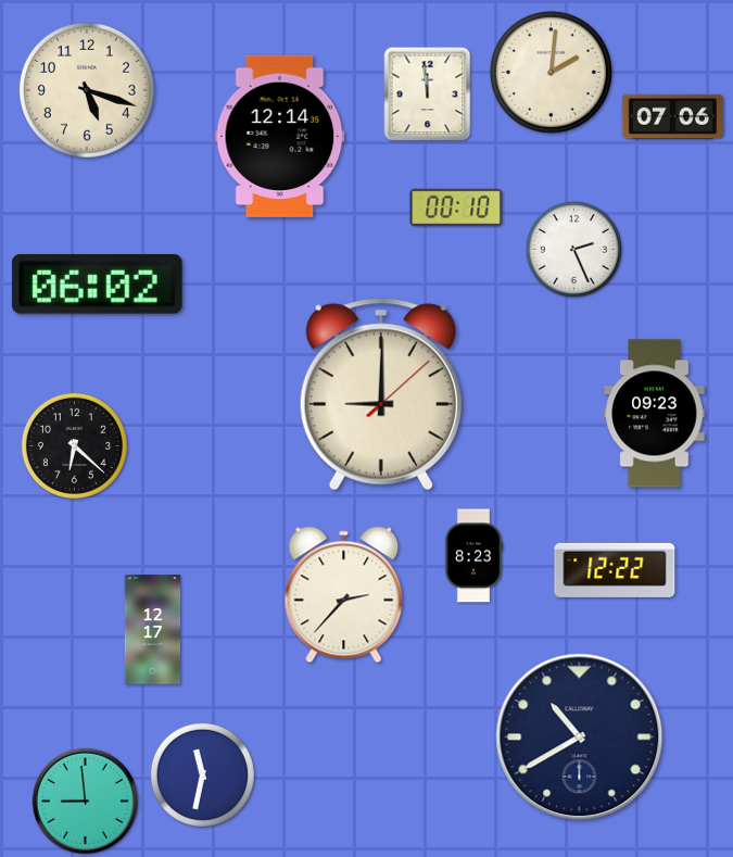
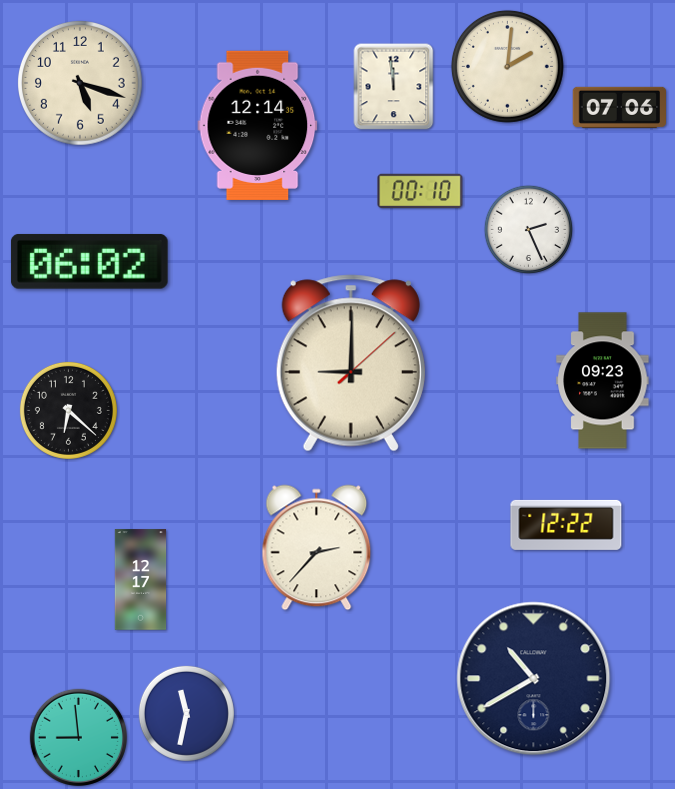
clock at (473, 556): 8:23 -> none
